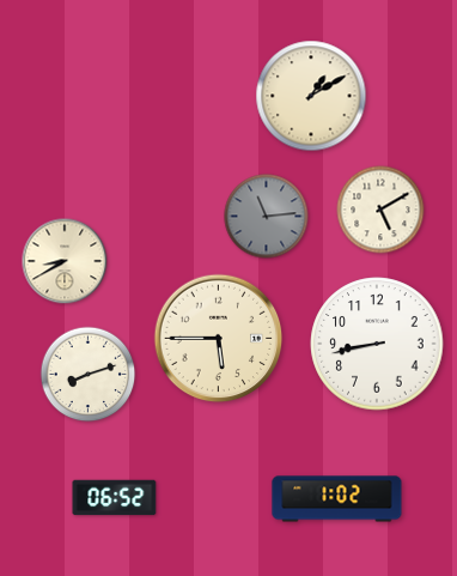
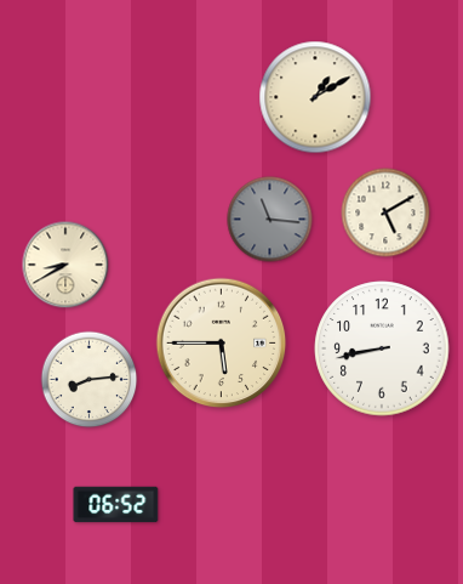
clock at (267, 217): 11:14 -> 11:16
clock at (89, 375): 8:12 -> 8:14
clock at (337, 499): 1:02 -> none
